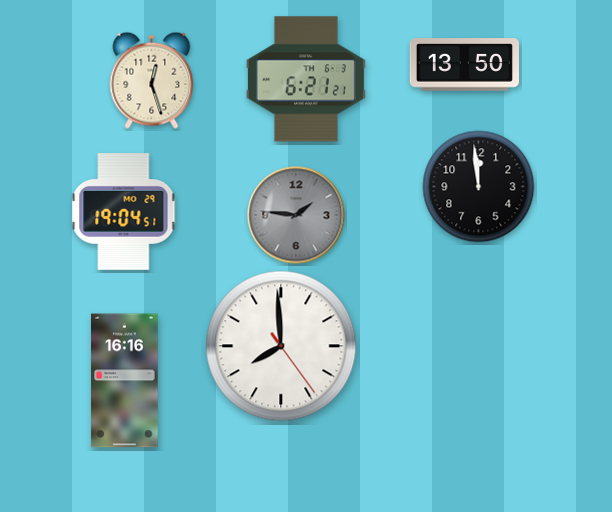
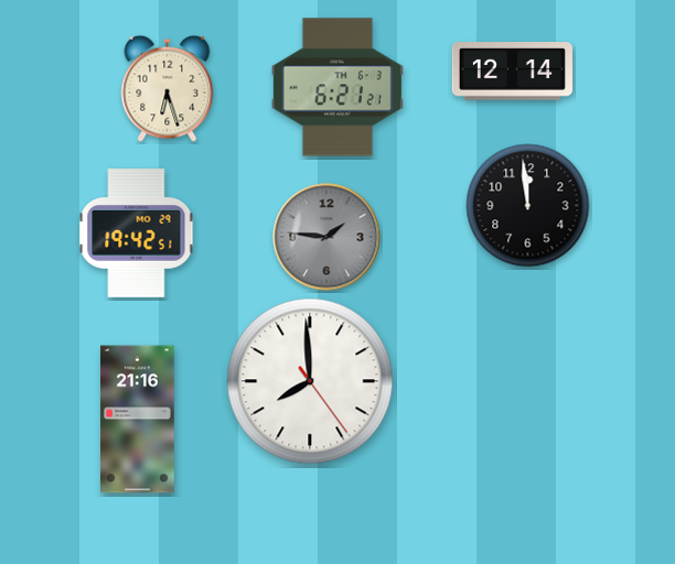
clock at (464, 65): 13:50 -> 12:14
clock at (152, 80): 12:27 -> 6:27
clock at (124, 212): 19:04 -> 19:42
clock at (125, 381): 16:16 -> 21:16
